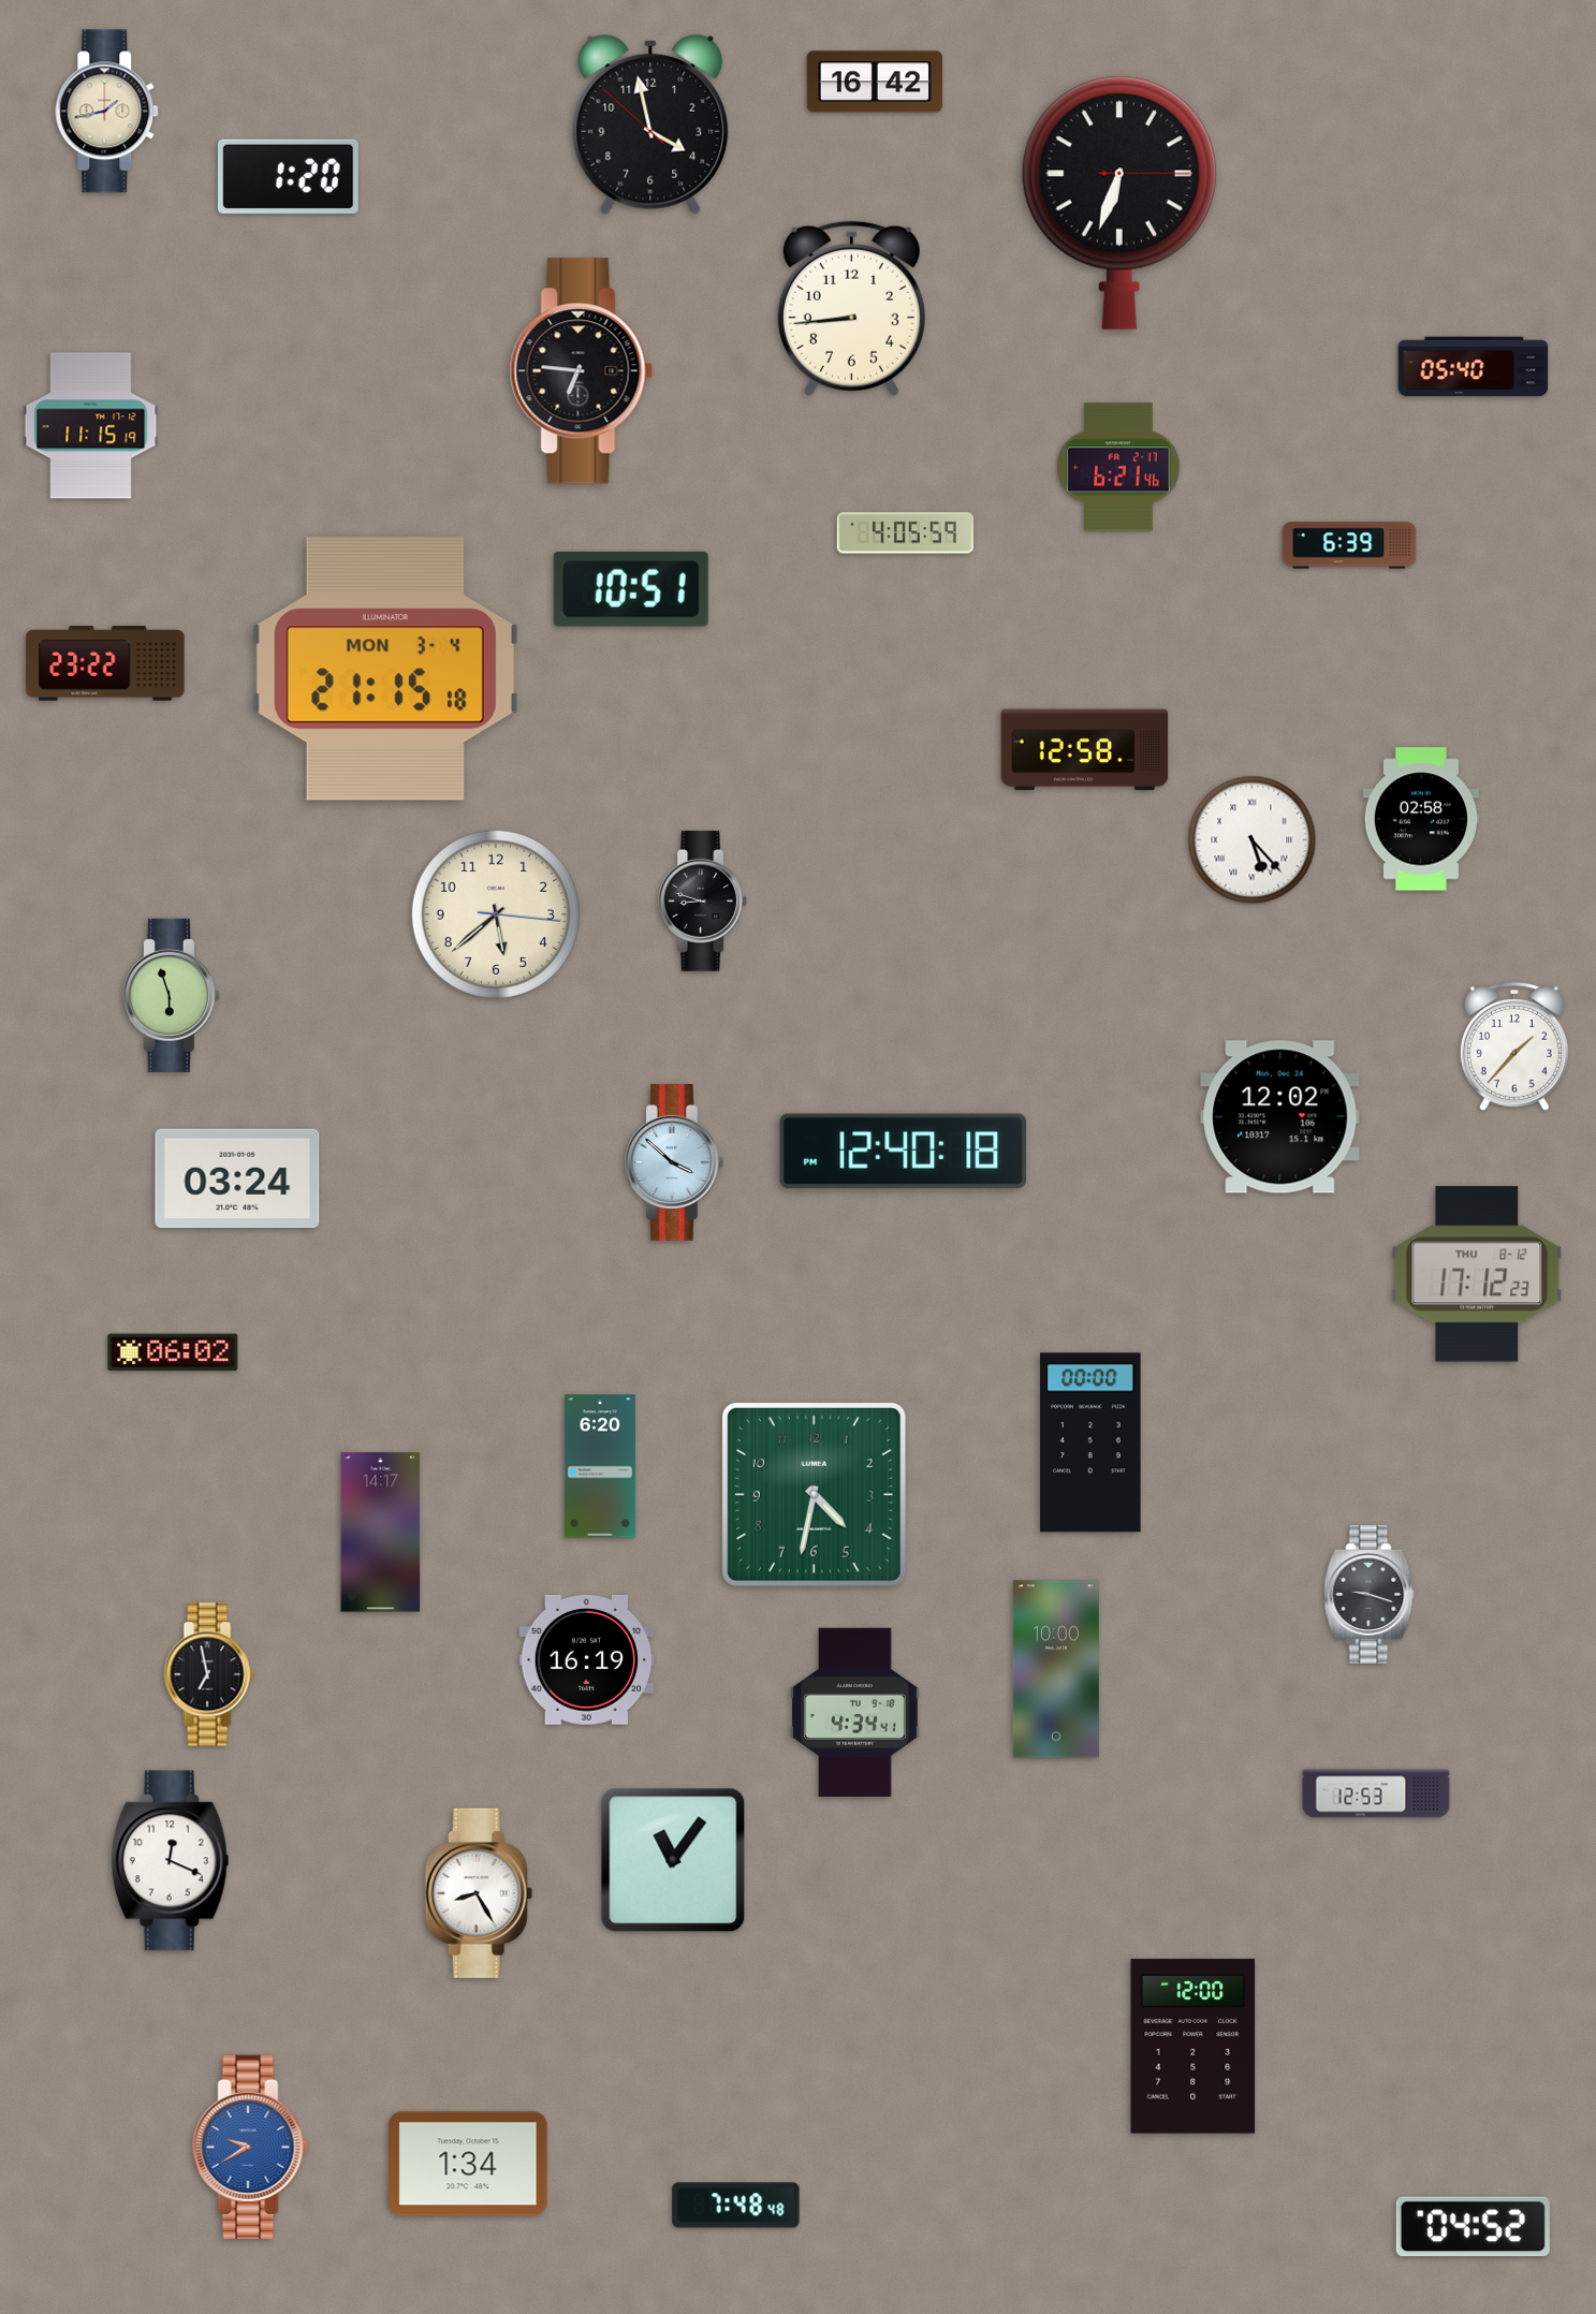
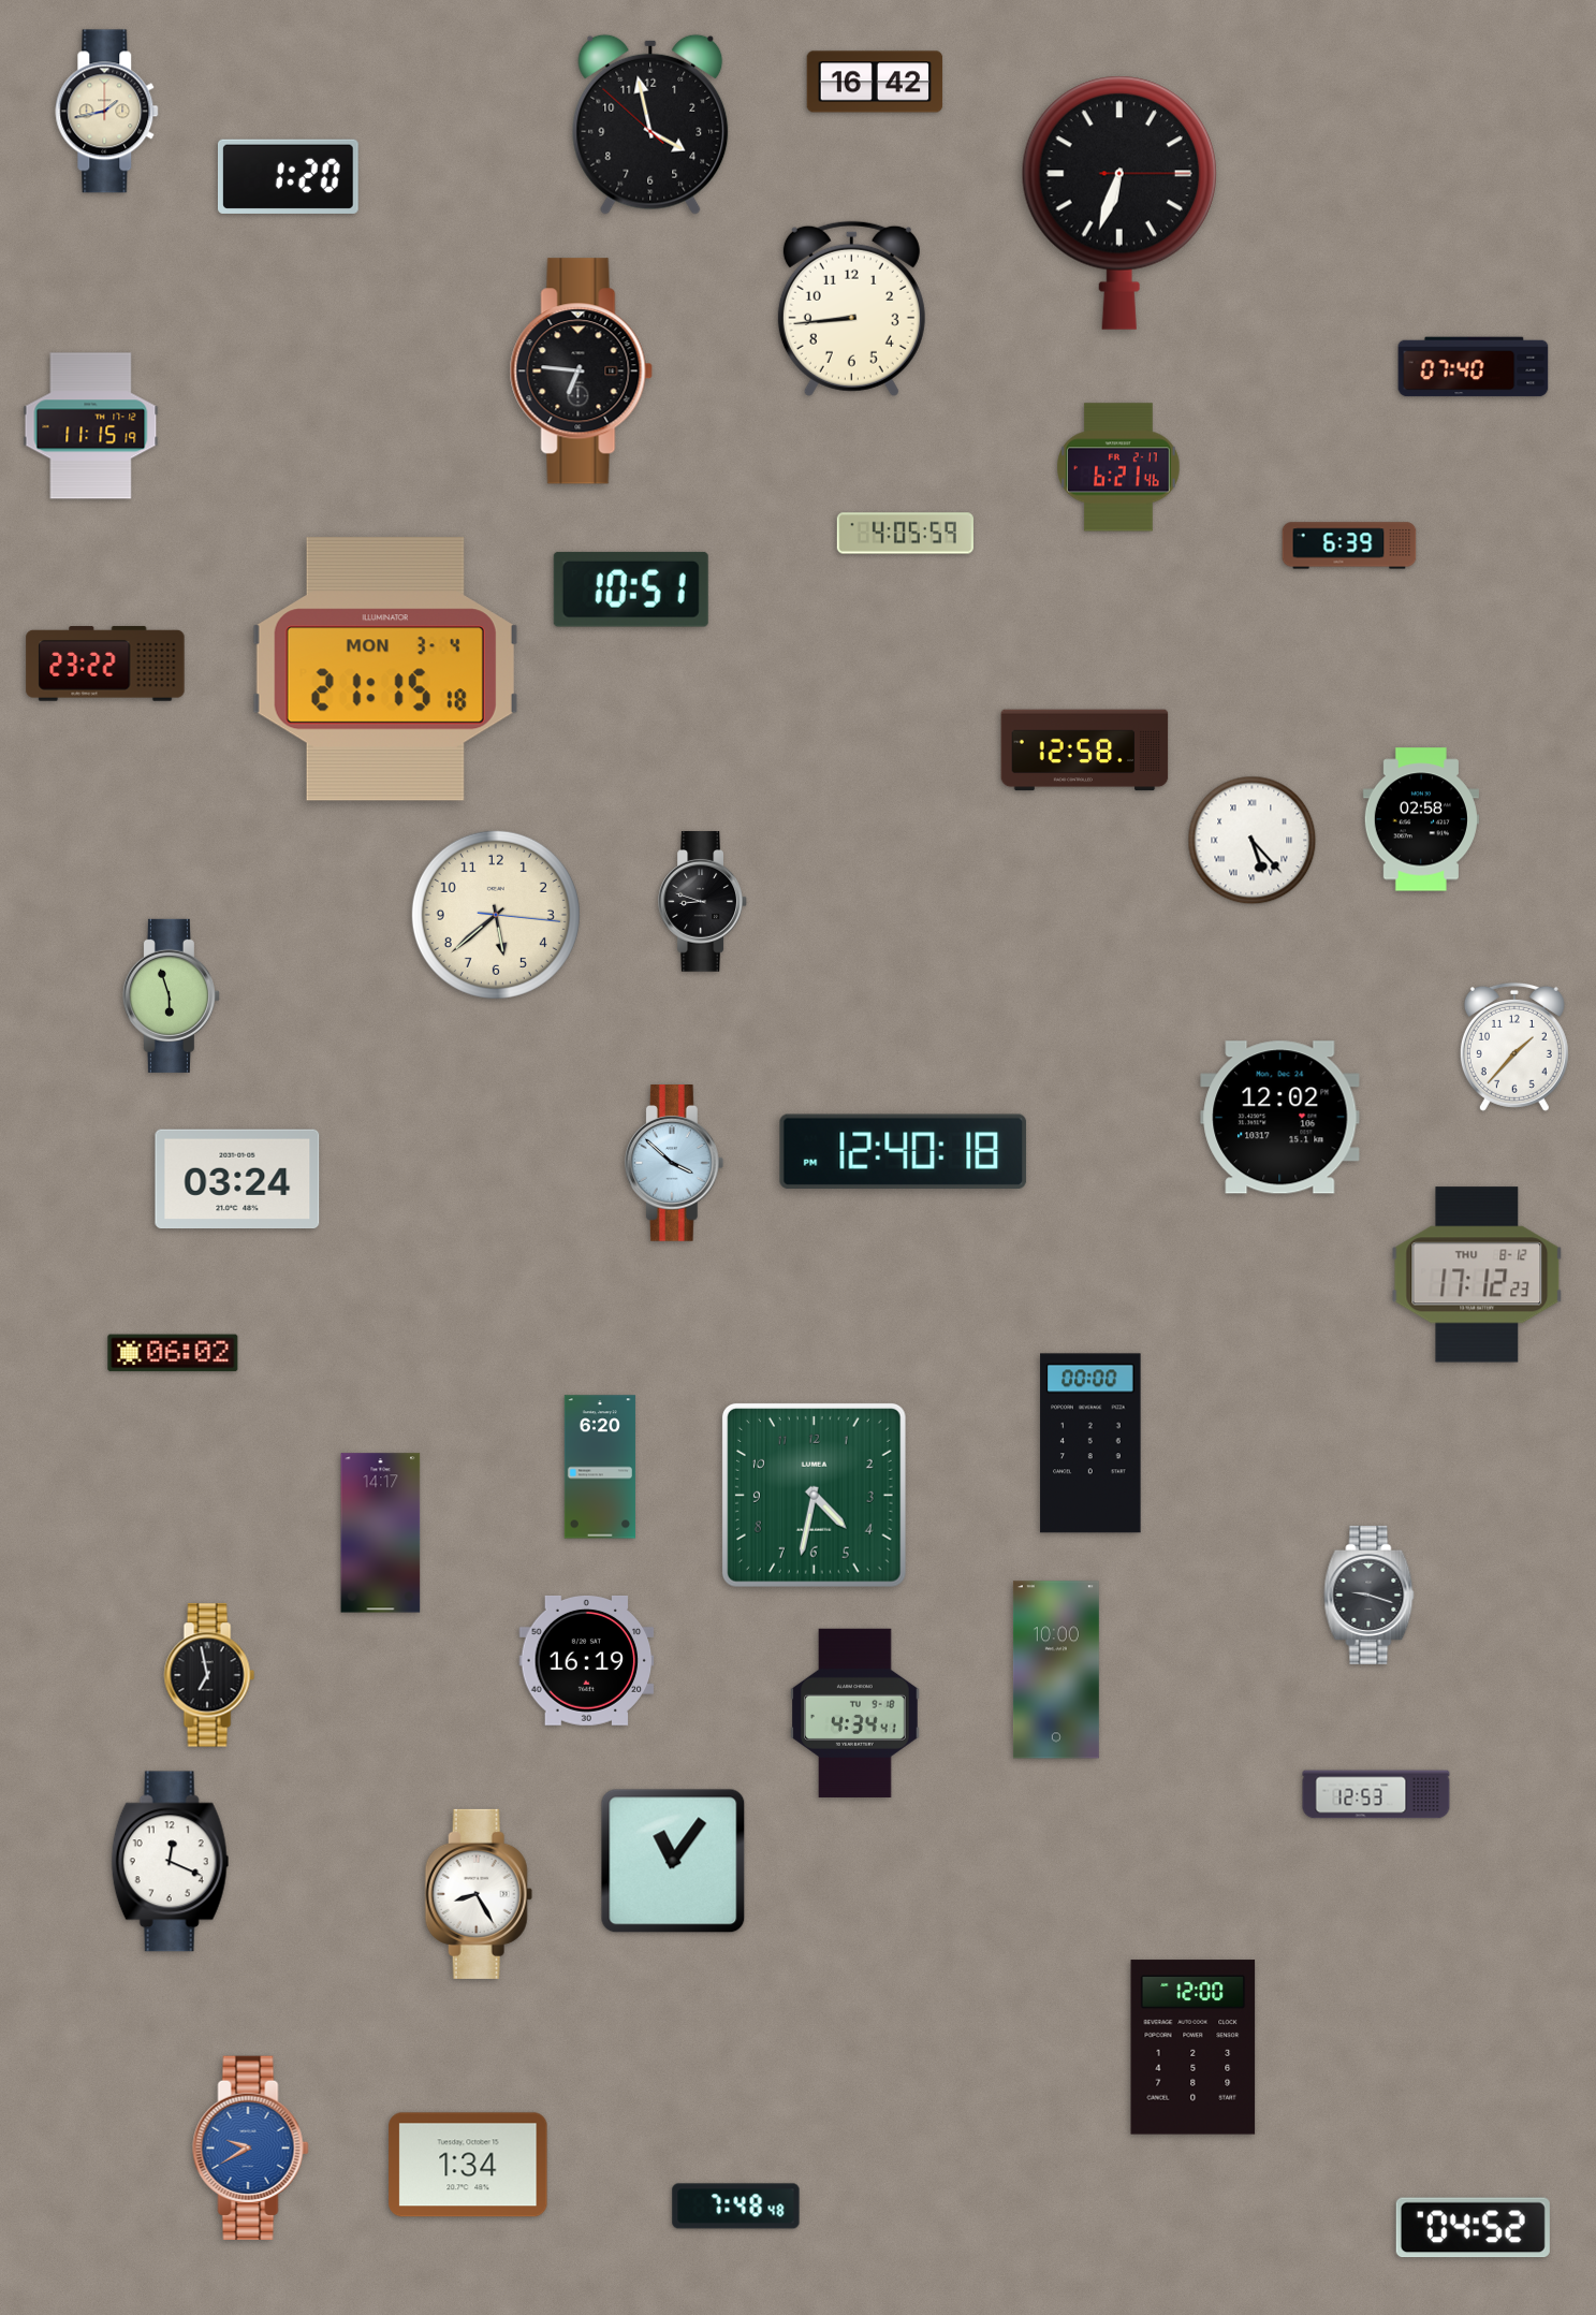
clock at (1474, 367): 05:40 -> 07:40
